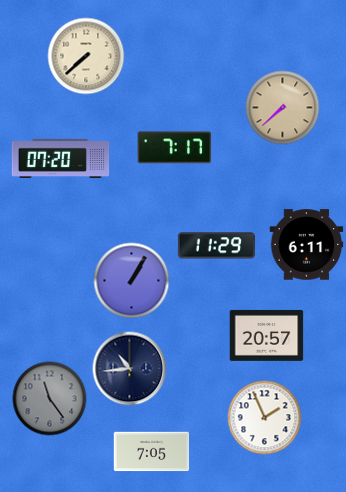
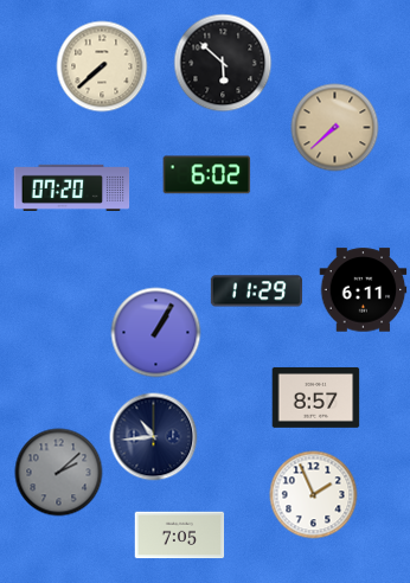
clock at (223, 63): none -> 5:52
clock at (175, 148): 7:17 -> 6:02
clock at (267, 335): 20:57 -> 8:57
clock at (50, 399): 11:24 -> 2:08
